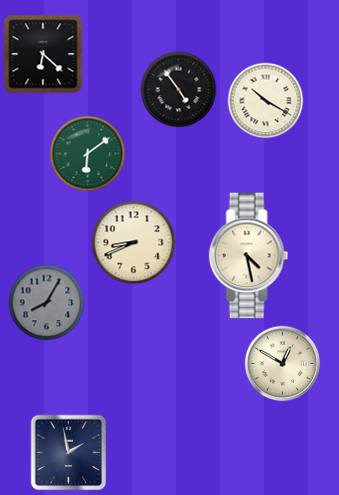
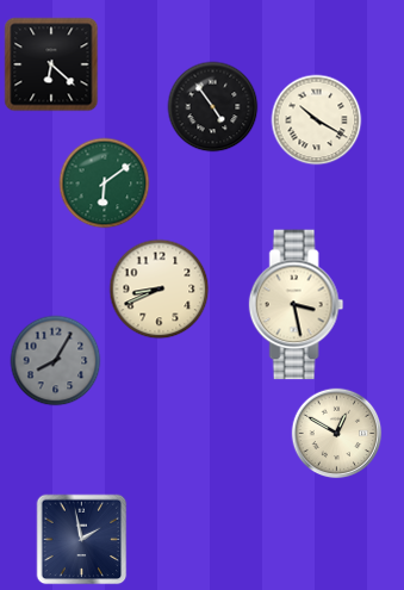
clock at (249, 256): 4:28 -> 3:28
